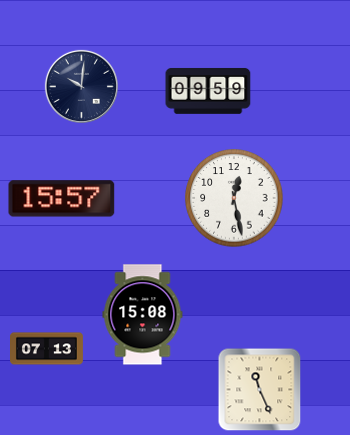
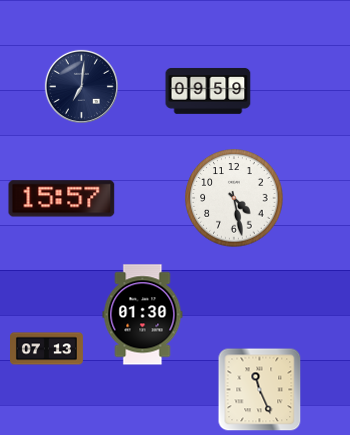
clock at (81, 86): 10:01 -> 7:01
clock at (234, 198): 12:28 -> 4:28
clock at (143, 315): 15:08 -> 01:30
